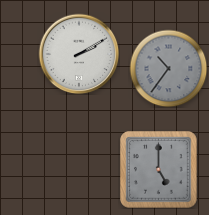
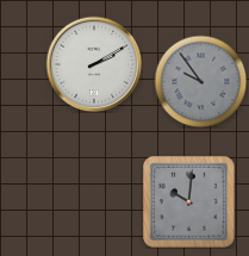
clock at (168, 68): 10:36 -> 9:54
clock at (159, 170): 5:00 -> 10:01
